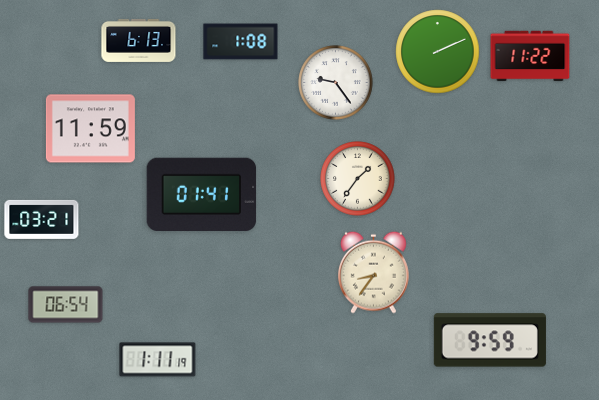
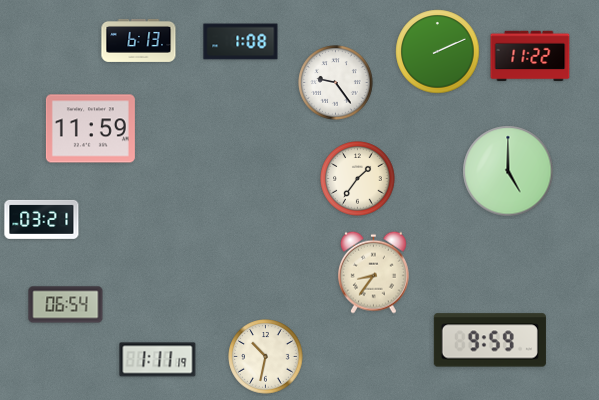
clock at (508, 171): none -> 5:00
clock at (202, 194): 01:41 -> none
clock at (266, 357): none -> 10:32
